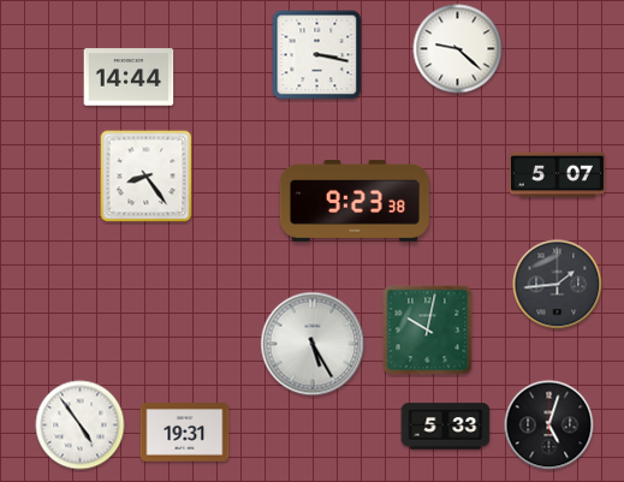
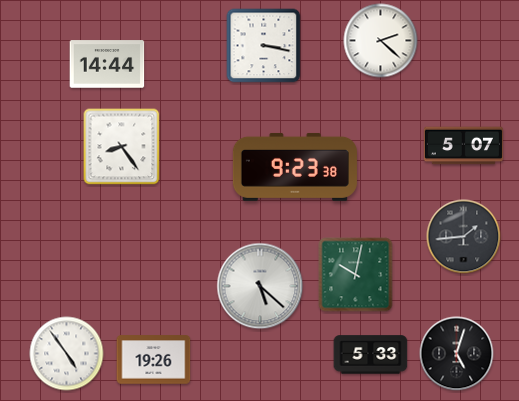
clock at (458, 49): 9:22 -> 2:22
clock at (313, 344): 5:25 -> 5:22
clock at (185, 433): 19:31 -> 19:26
